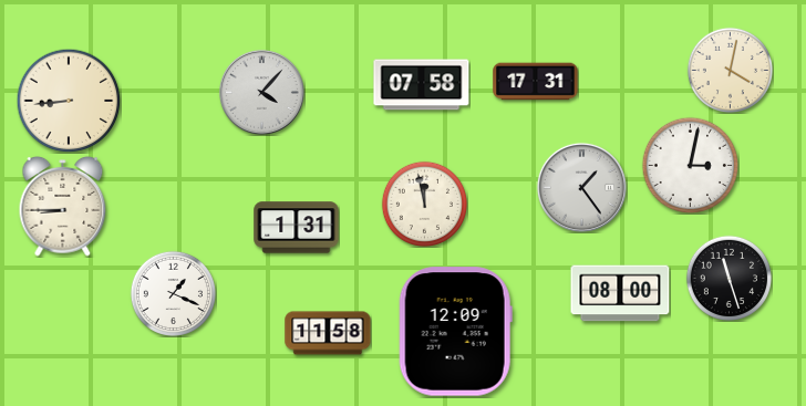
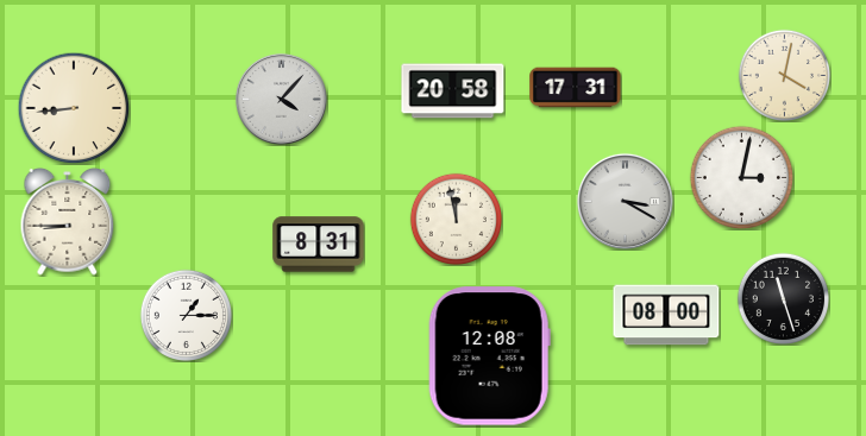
clock at (422, 85): 07:58 -> 20:58
clock at (581, 187): 1:24 -> 3:20
clock at (297, 228): 1:31 -> 8:31
clock at (173, 293): 1:19 -> 1:15
clock at (455, 332): 12:09 -> 12:08
clock at (328, 333): 11:58 -> none
